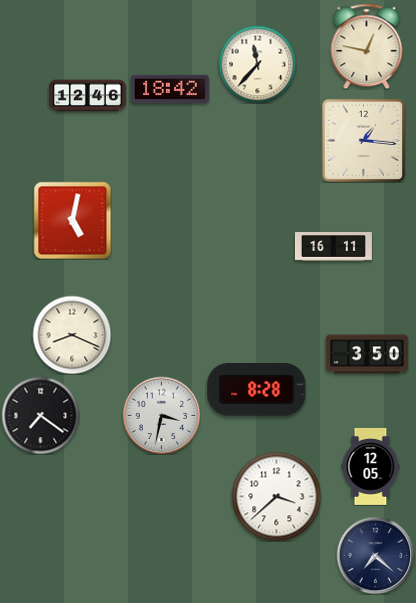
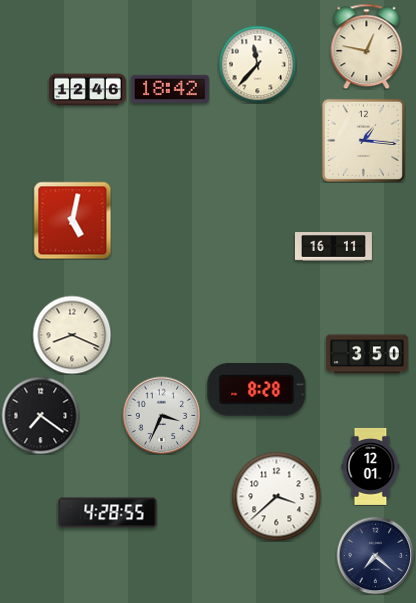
clock at (87, 96) position: (87, 96) -> (87, 90)
clock at (161, 415): 3:32 -> 3:34
clock at (371, 466): 12:05 -> 12:01
clock at (108, 513): none -> 4:28
